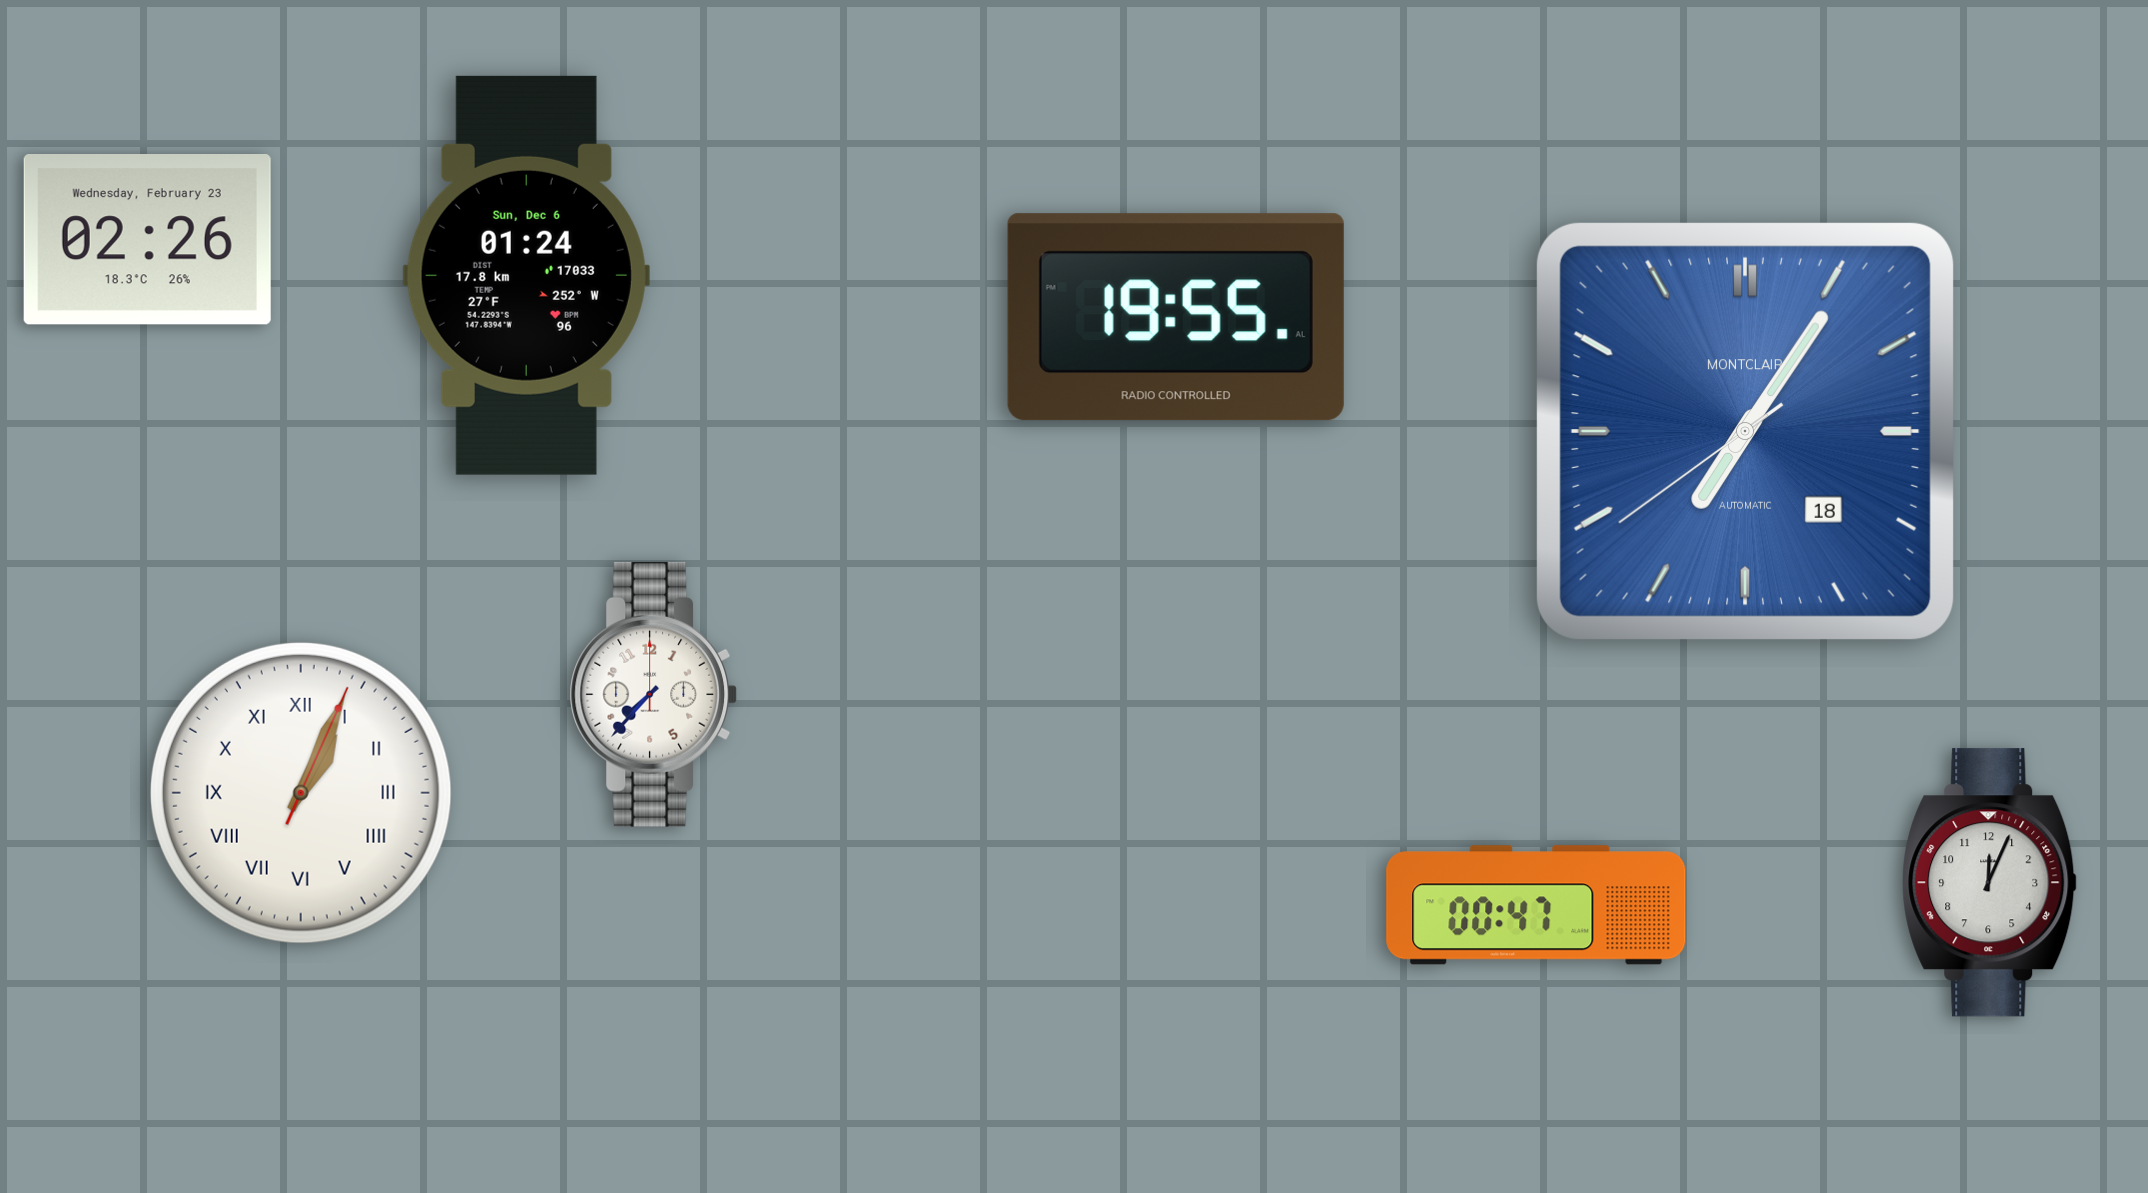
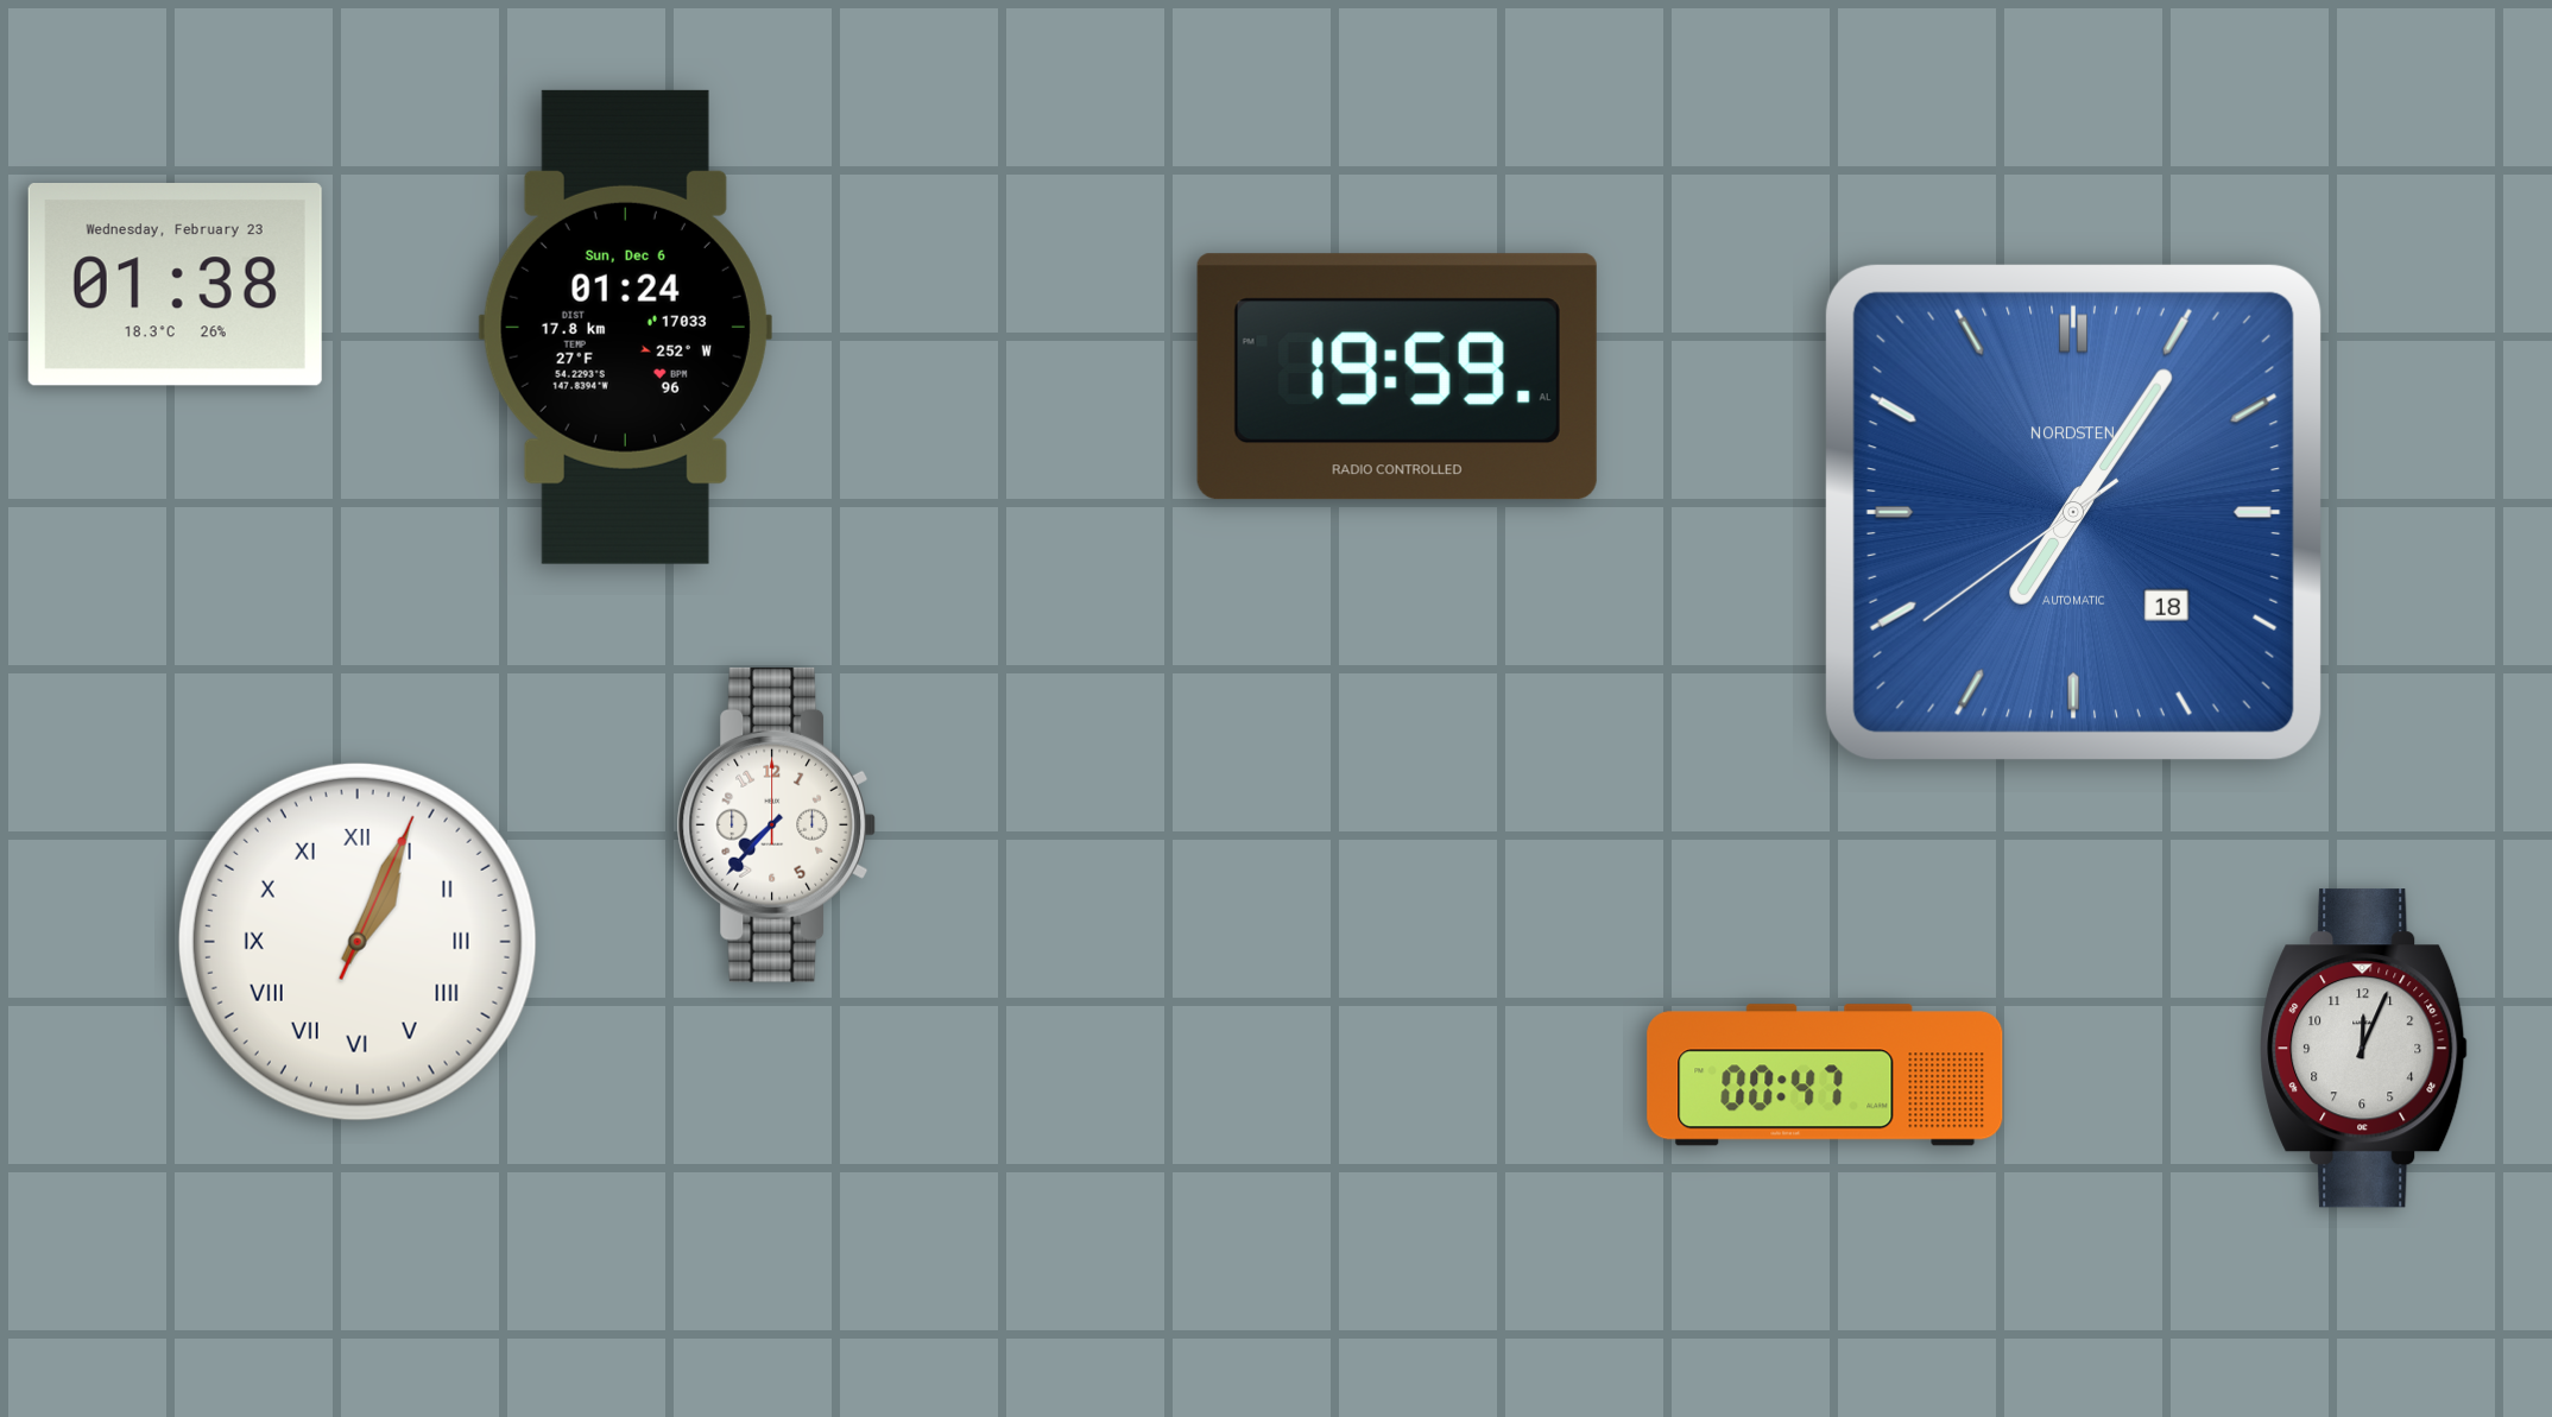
clock at (147, 240): 02:26 -> 01:38
clock at (1176, 317): 19:55 -> 19:59
clock at (1745, 431) brand: MONTCLAIR -> NORDSTEN
